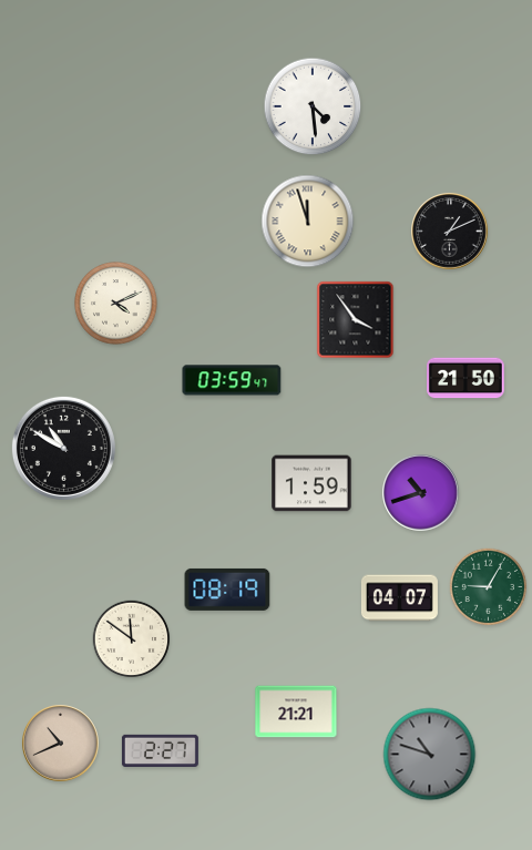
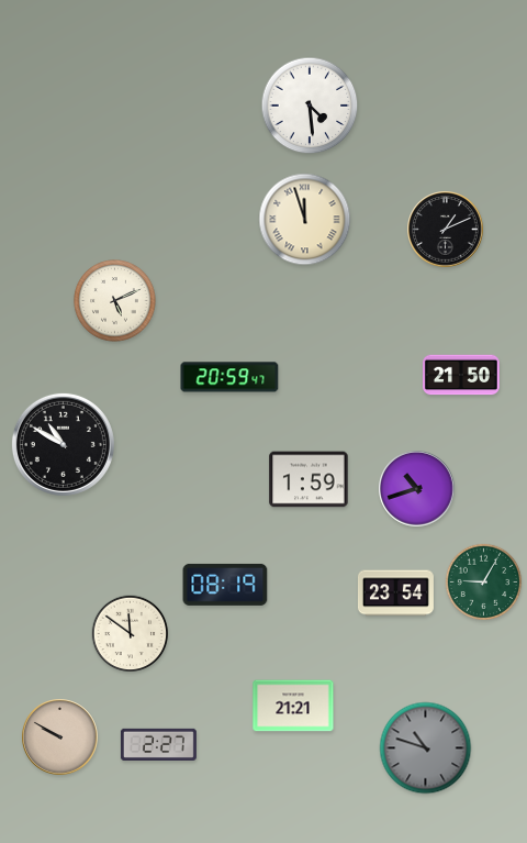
clock at (116, 304): 4:11 -> 5:11
clock at (356, 320): 3:54 -> none
clock at (232, 380): 03:59 -> 20:59
clock at (399, 598): 04:07 -> 23:54
clock at (61, 744): 10:41 -> 9:50
